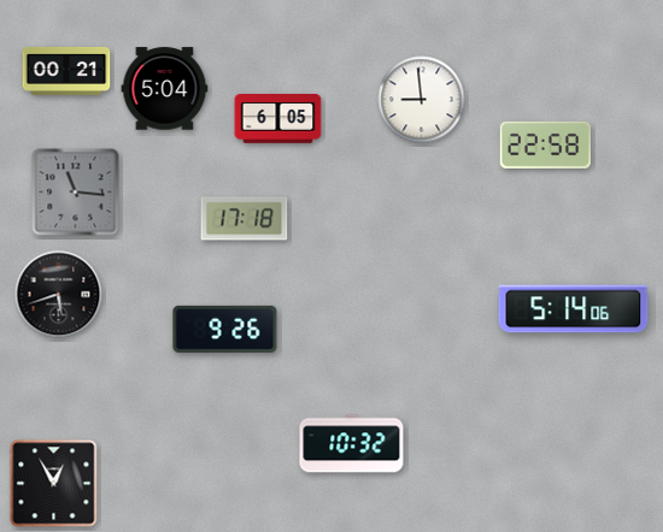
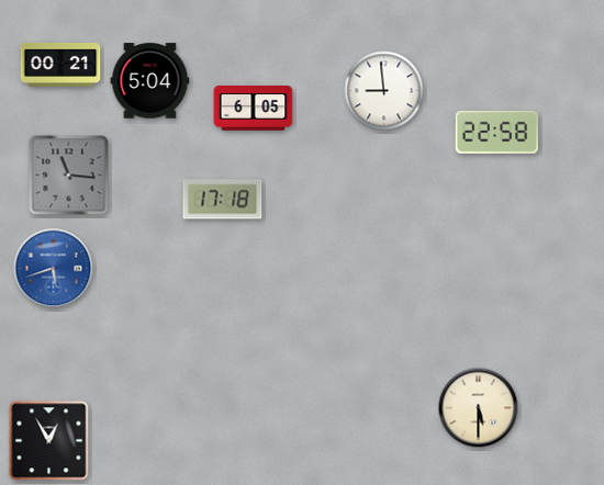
clock at (59, 295) dial: black -> blue
clock at (574, 309): 5:14 -> none
clock at (225, 329): 9:26 -> none
clock at (352, 444): 10:32 -> none
clock at (479, 408): none -> 5:30
